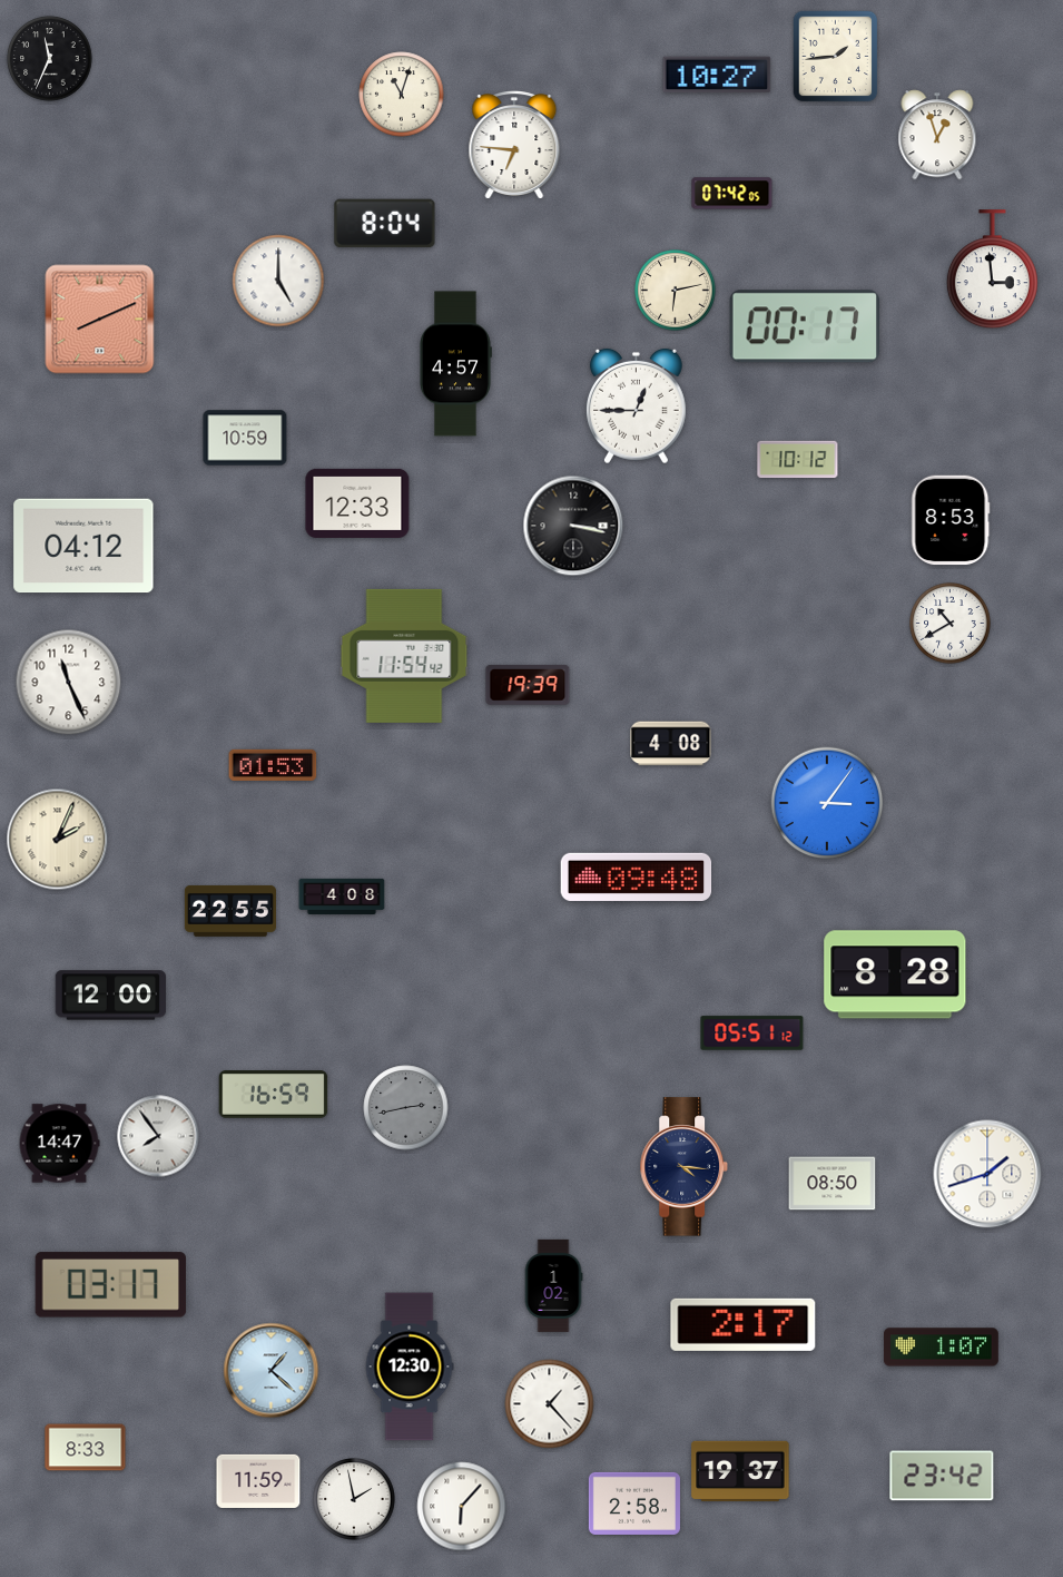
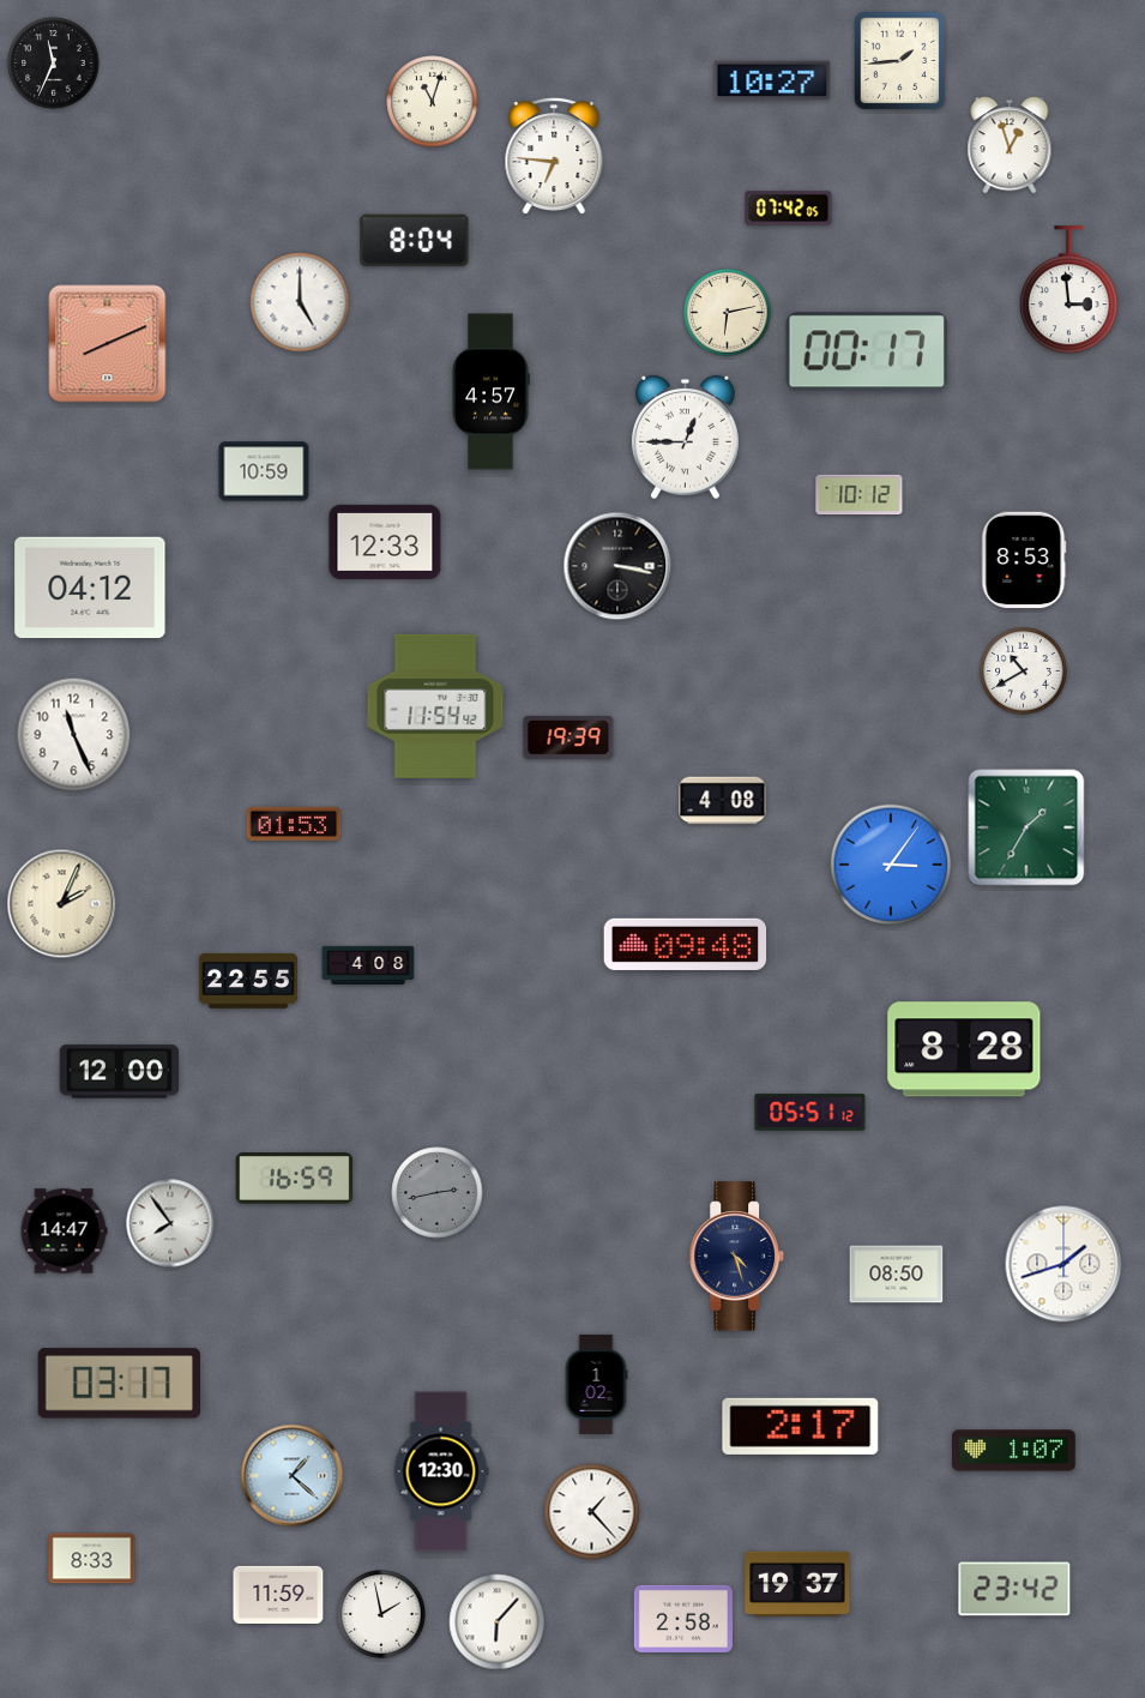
clock at (1026, 827): none -> 1:35
clock at (683, 1167): 4:16 -> 4:27
